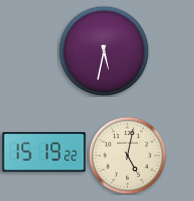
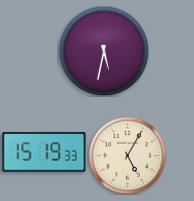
clock at (44, 152): 15:19:22 -> 15:19:33
clock at (127, 155): 5:02 -> 5:05
